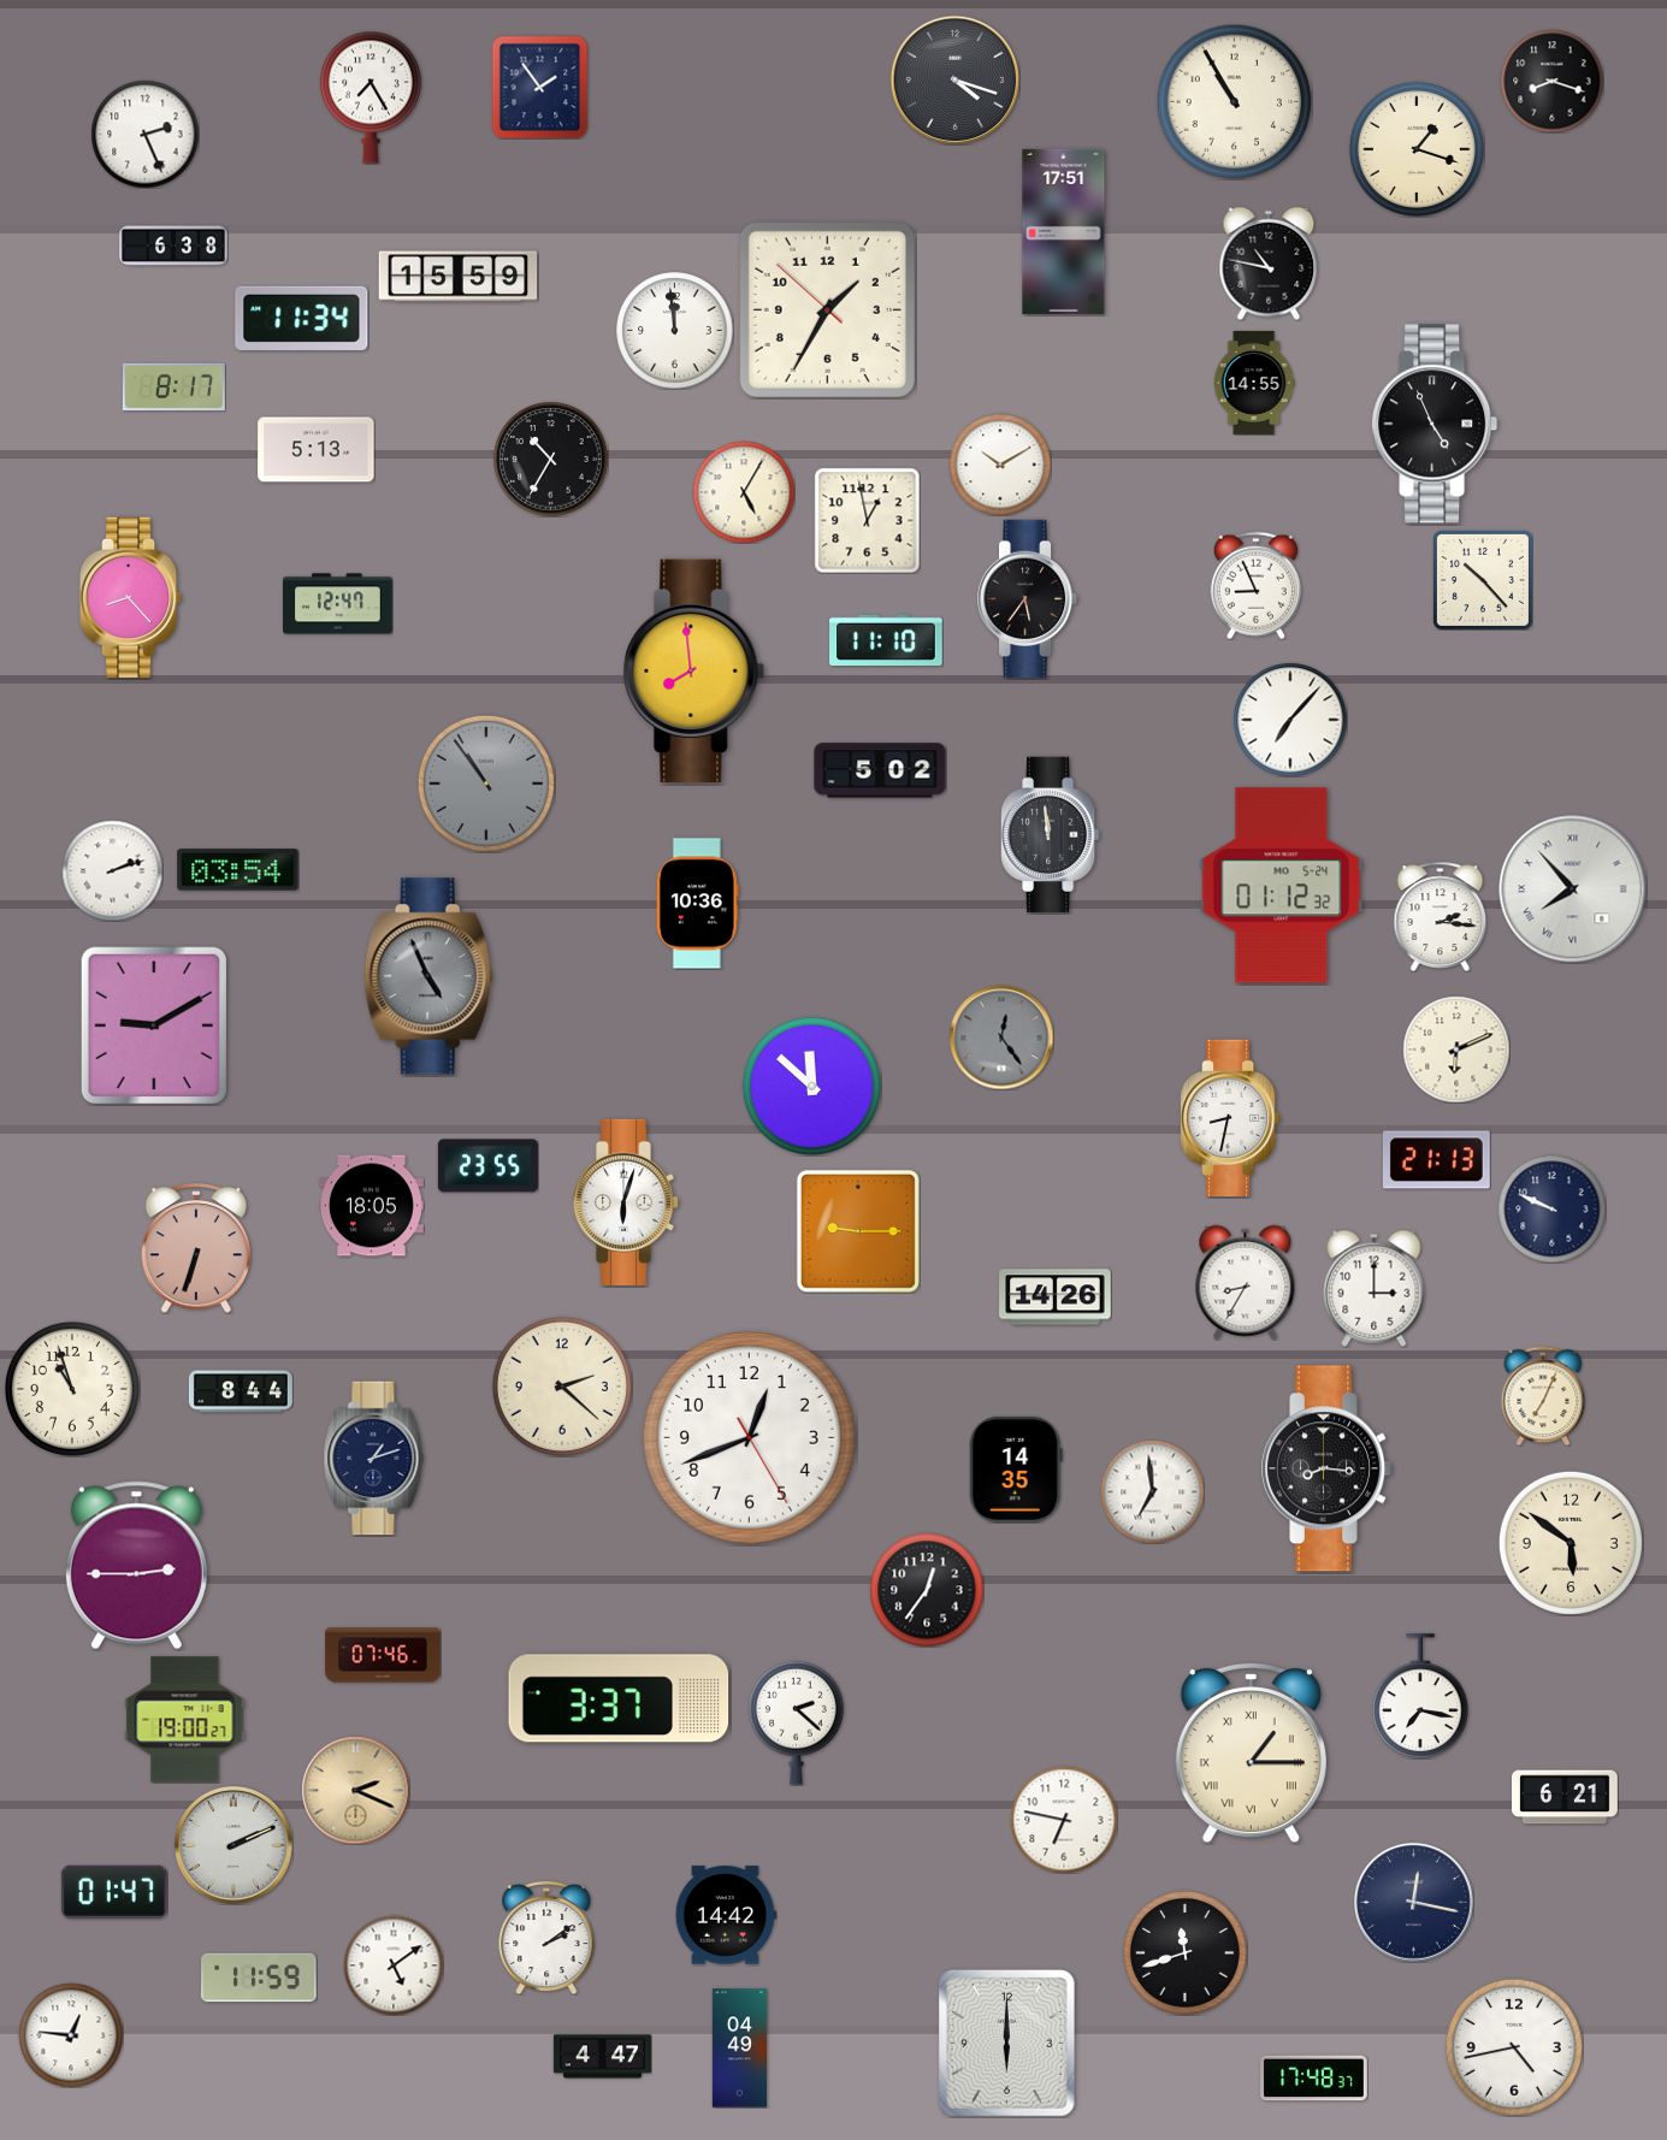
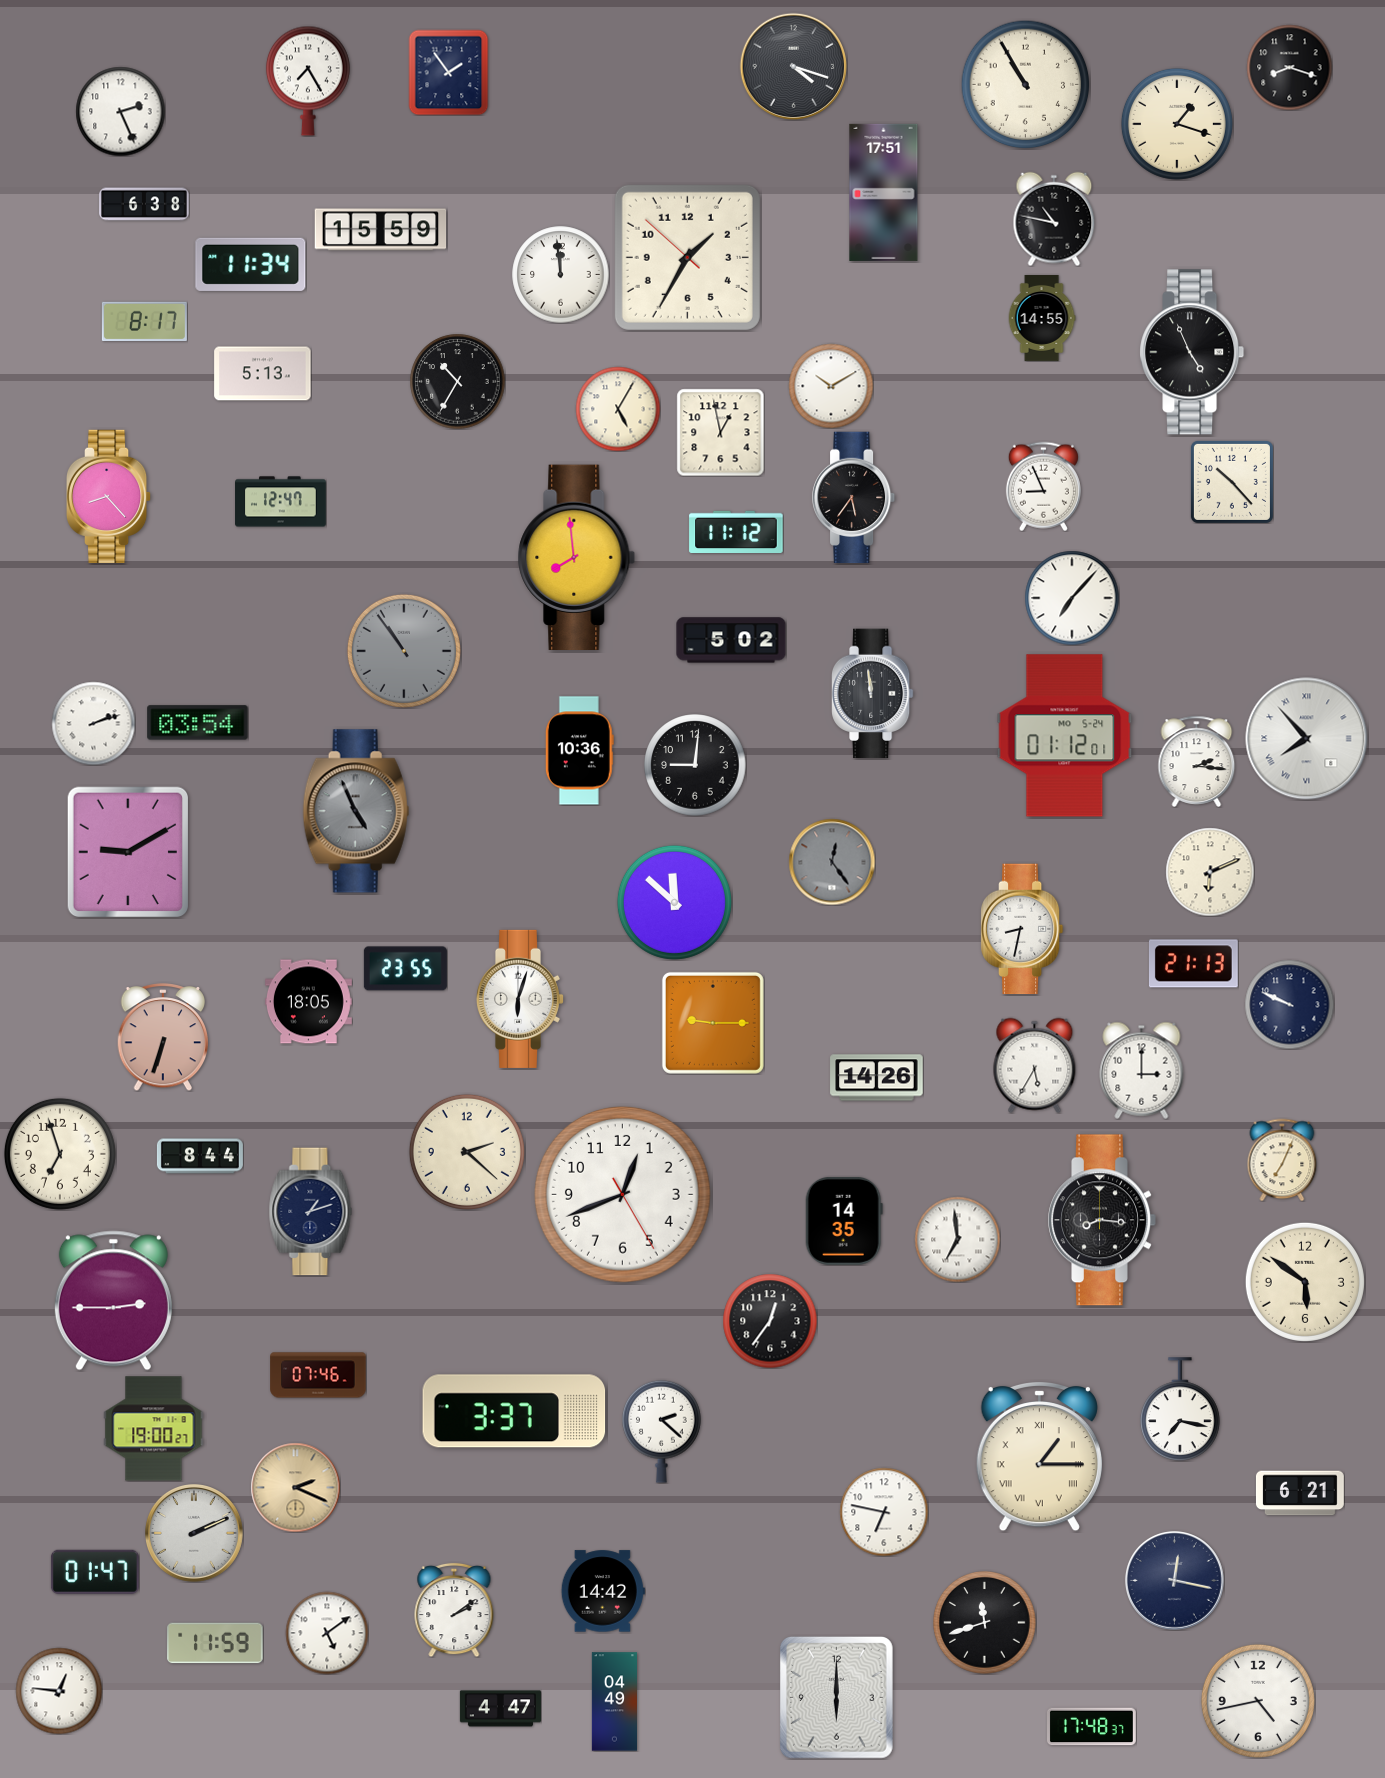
clock at (886, 639): 11:10 -> 11:12
clock at (1282, 886): 01:12:32 -> 01:12:01
clock at (695, 765): none -> 9:01
clock at (1246, 1282): 8:35 -> 5:35
clock at (72, 1389): 10:57 -> 6:57
